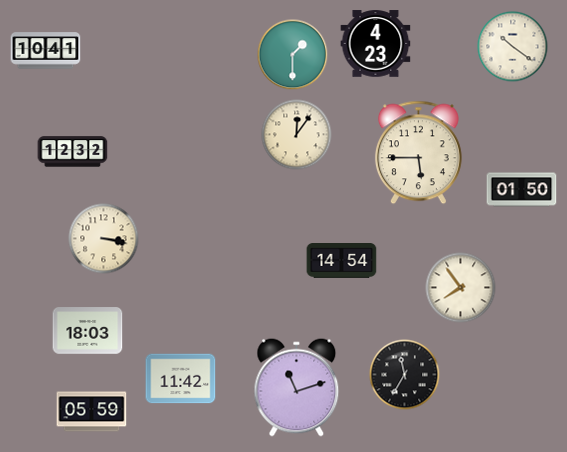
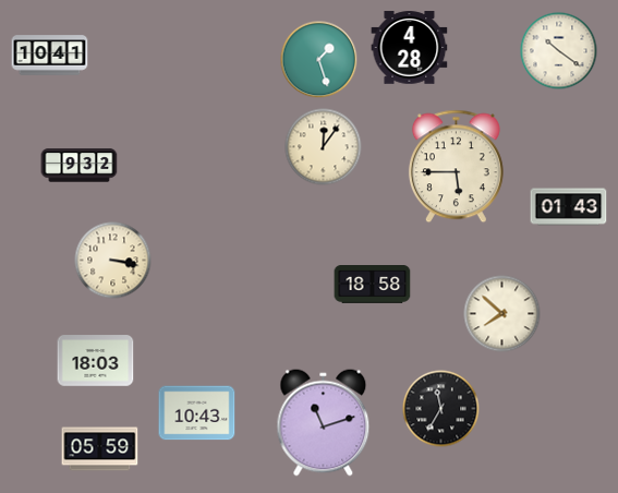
clock at (376, 44): 4:23 -> 4:28
clock at (293, 55): 1:30 -> 1:27
clock at (73, 152): 12:32 -> 9:32
clock at (522, 190): 01:50 -> 01:43
clock at (342, 261): 14:54 -> 18:58
clock at (461, 288): 7:54 -> 7:52
clock at (181, 379): 11:42 -> 10:43
